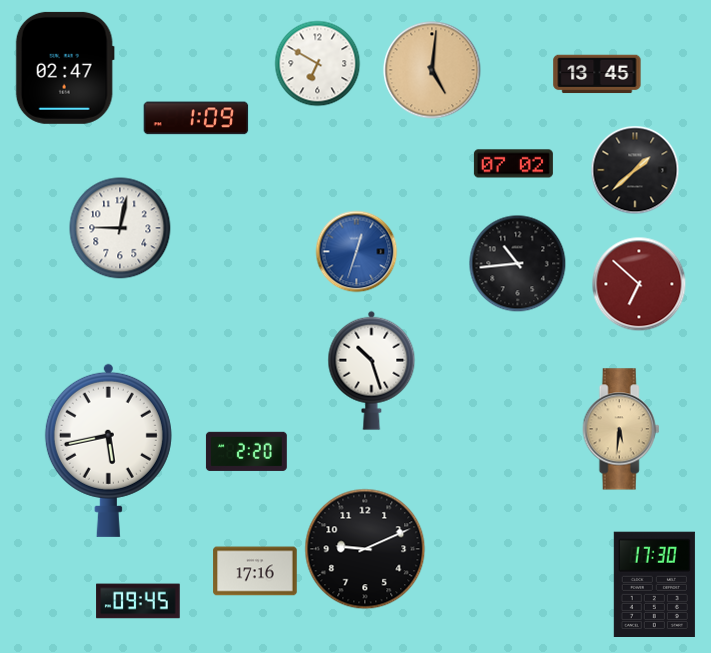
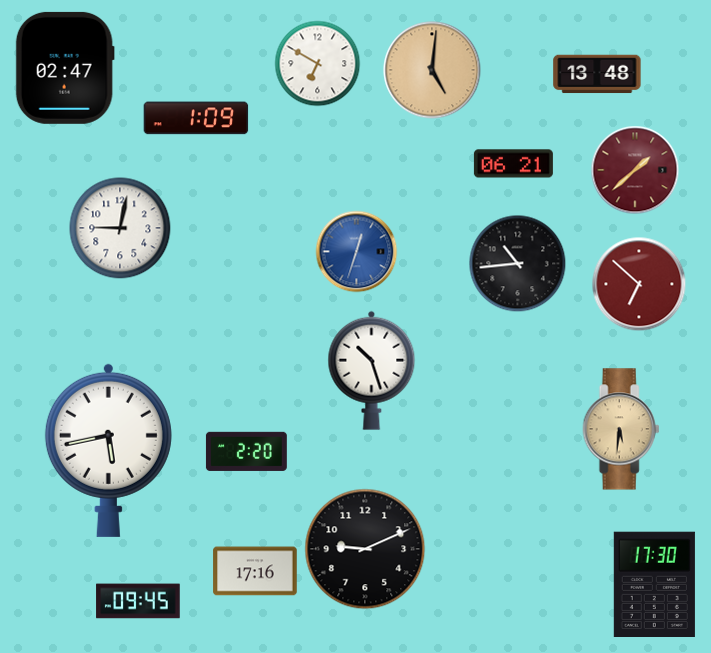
clock at (597, 74): 13:45 -> 13:48
clock at (513, 164): 07:02 -> 06:21
clock at (635, 170) dial: black -> burgundy
